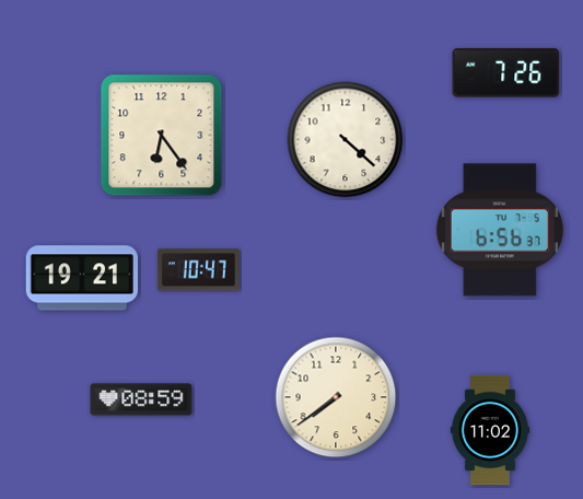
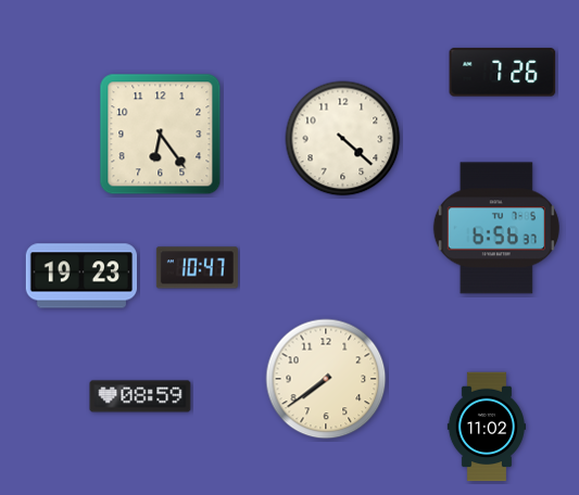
clock at (81, 278): 19:21 -> 19:23
clock at (336, 397) position: (336, 397) -> (326, 379)
